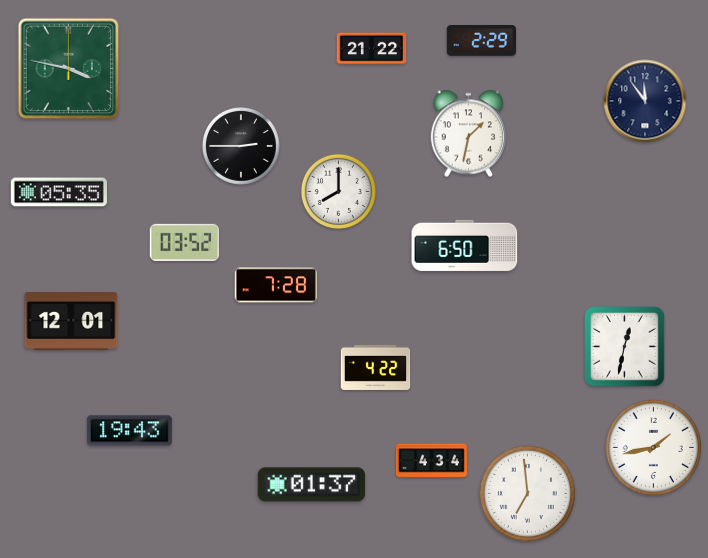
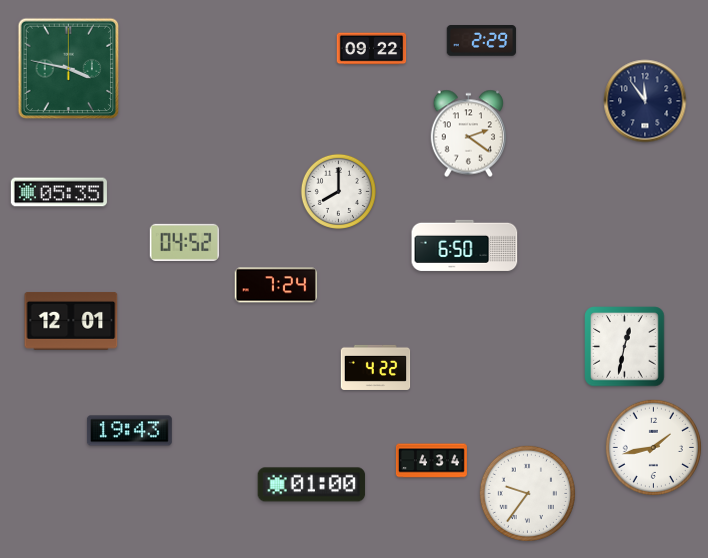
clock at (372, 49): 21:22 -> 09:22
clock at (468, 134): 1:32 -> 2:21
clock at (242, 147): 2:45 -> none
clock at (185, 242): 03:52 -> 04:52
clock at (276, 285): 7:28 -> 7:24
clock at (312, 485): 01:37 -> 01:00
clock at (527, 493): 6:59 -> 9:36
